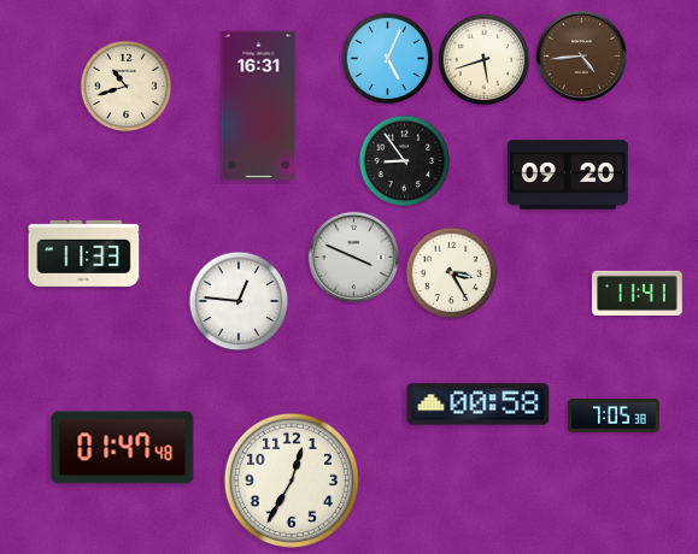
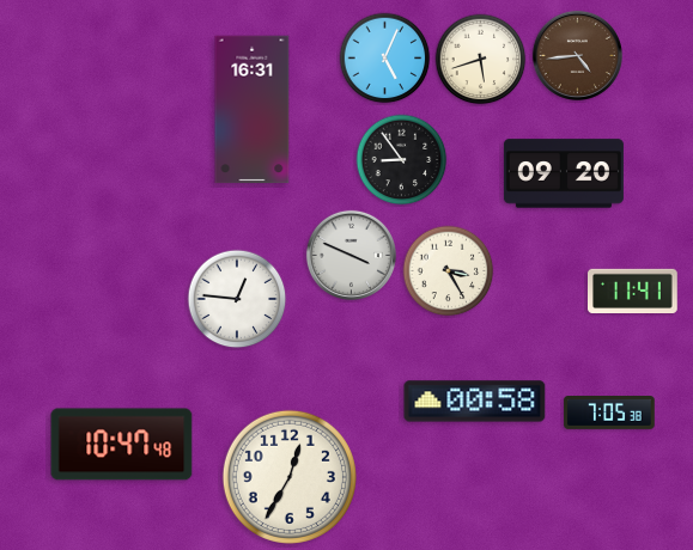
clock at (127, 87): 10:42 -> none
clock at (259, 106) position: (259, 106) -> (253, 110)
clock at (84, 253): 11:33 -> none
clock at (123, 448): 01:47 -> 10:47
